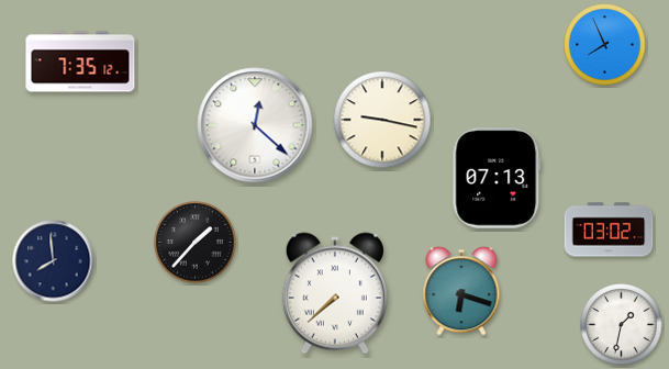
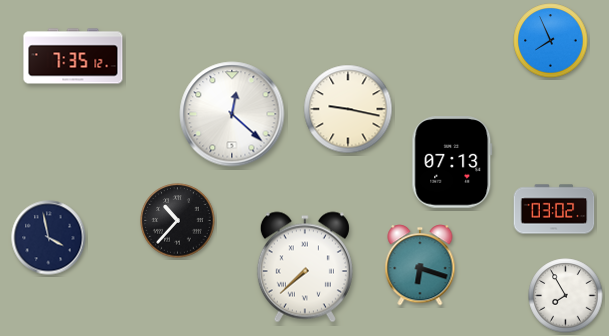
clock at (196, 243): 1:37 -> 10:37
clock at (54, 261): 7:59 -> 3:58
clock at (622, 325): 1:32 -> 7:55
